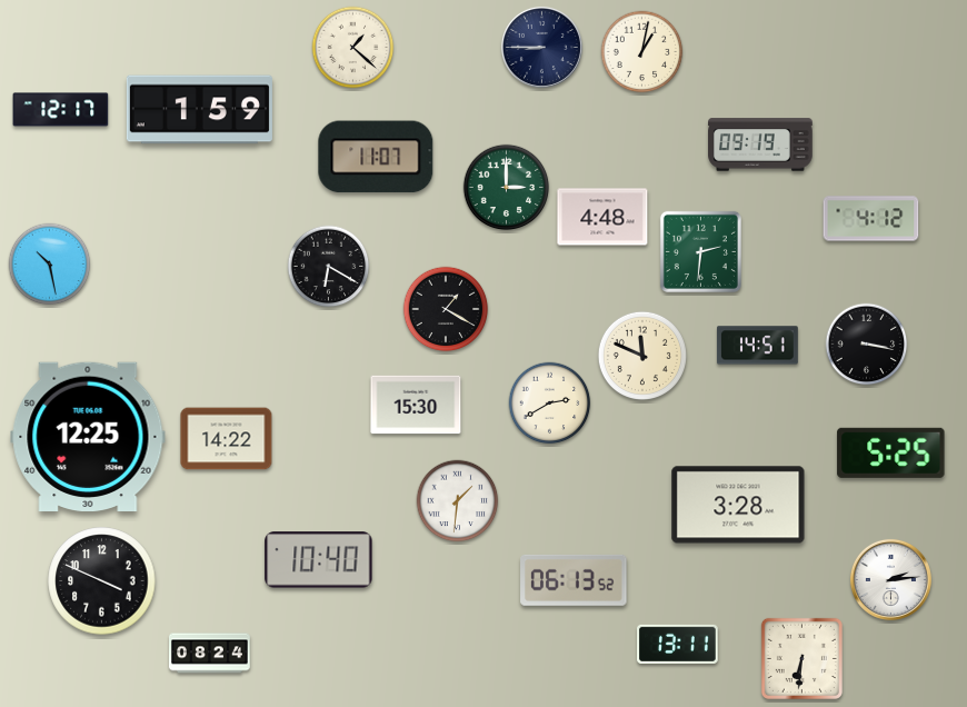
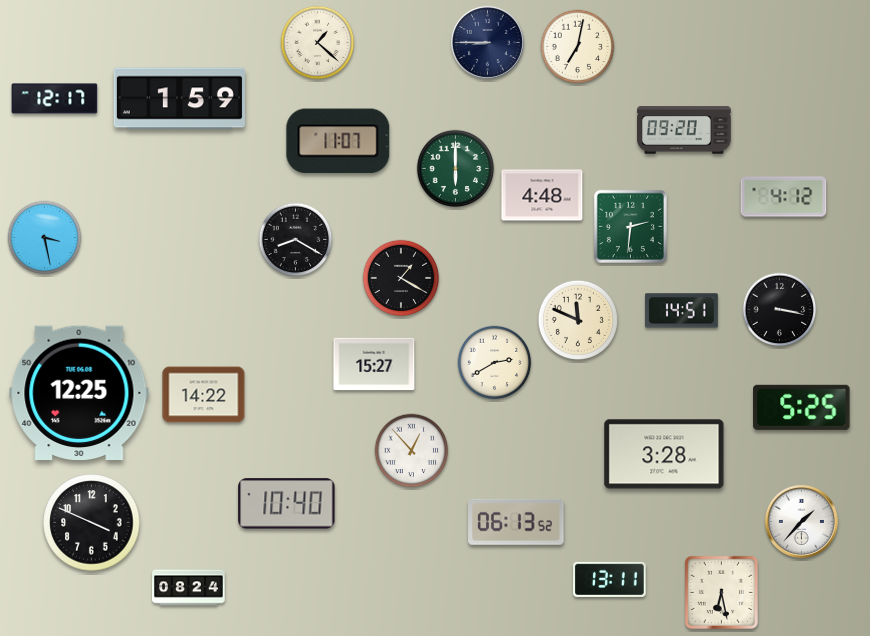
clock at (642, 52): 1:02 -> 7:02
clock at (760, 145): 09:19 -> 09:20
clock at (507, 188): 3:00 -> 6:00
clock at (50, 265): 10:28 -> 3:28
clock at (329, 267): 6:20 -> 8:20
clock at (416, 405): 15:30 -> 15:27
clock at (458, 501): 1:31 -> 12:53
clock at (890, 579): 2:14 -> 1:37
clock at (801, 658): 6:31 -> 6:28
